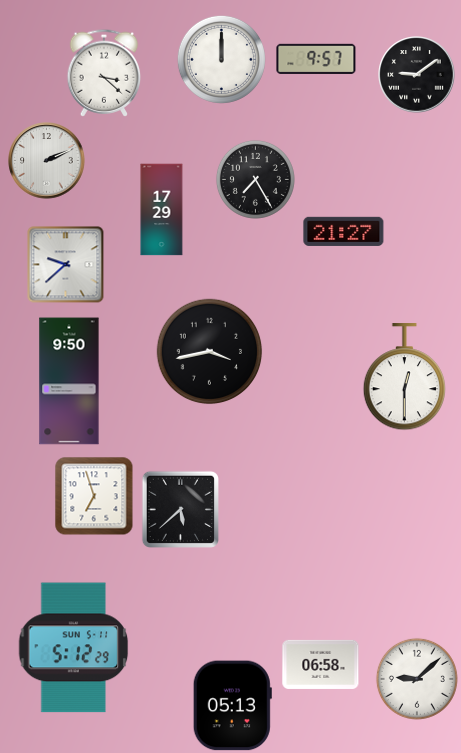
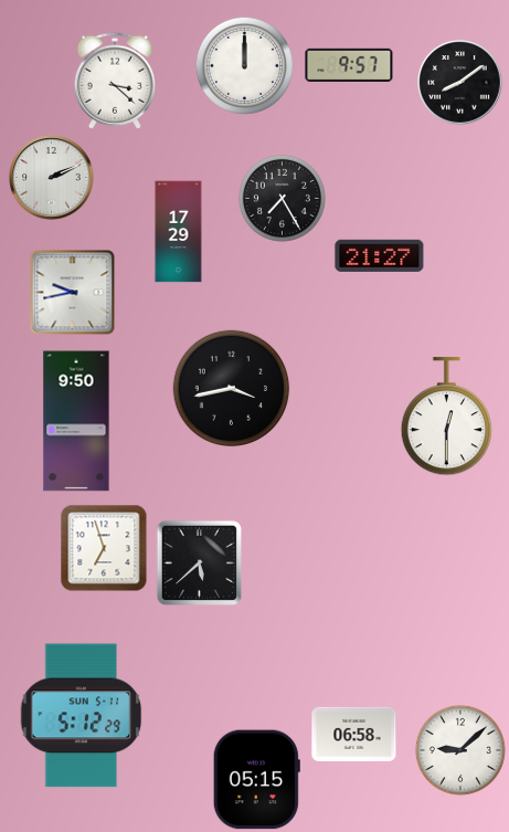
clock at (417, 75): 9:09 -> 8:09
clock at (66, 265): 9:38 -> 9:43
clock at (232, 706): 05:13 -> 05:15
